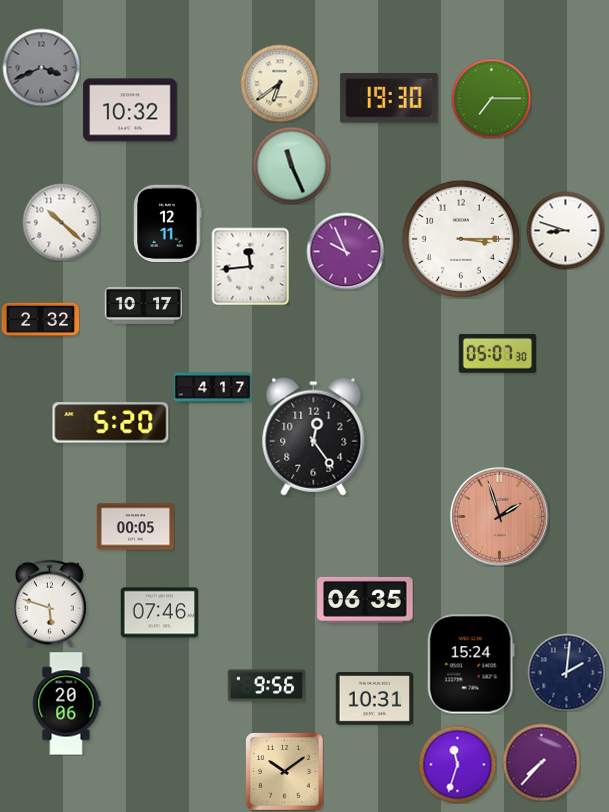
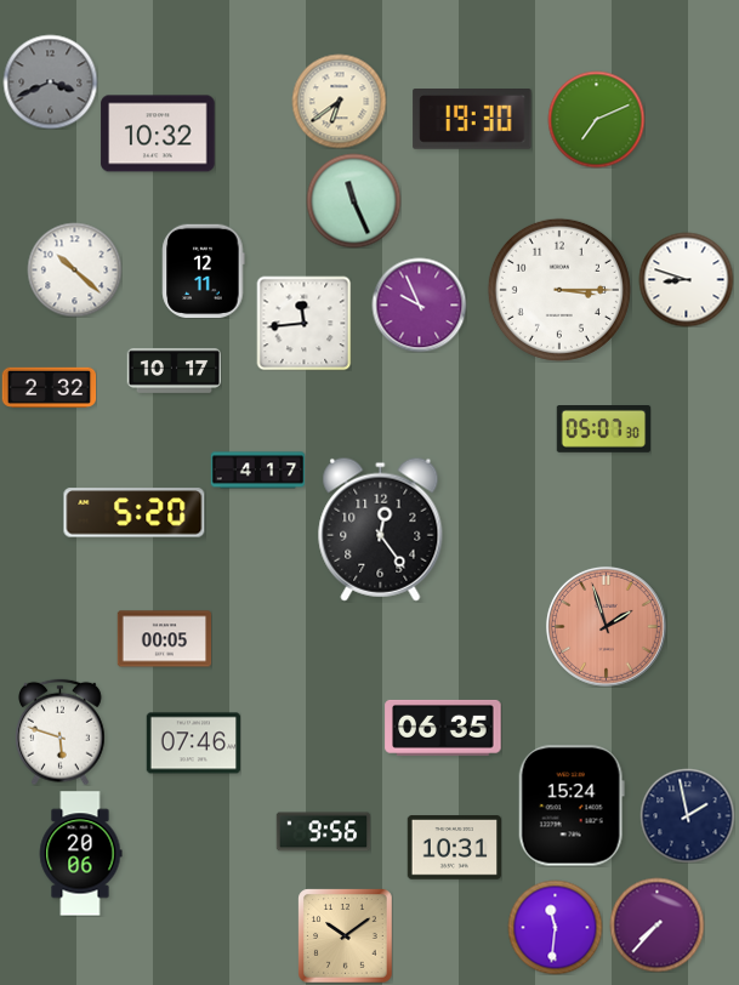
clock at (491, 98): 7:15 -> 7:11
clock at (566, 672): 2:01 -> 1:58
clock at (457, 764): 11:33 -> 11:31
